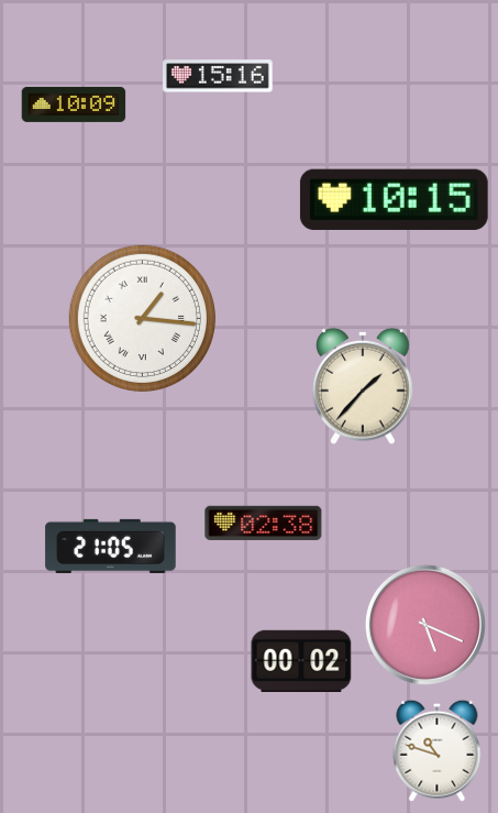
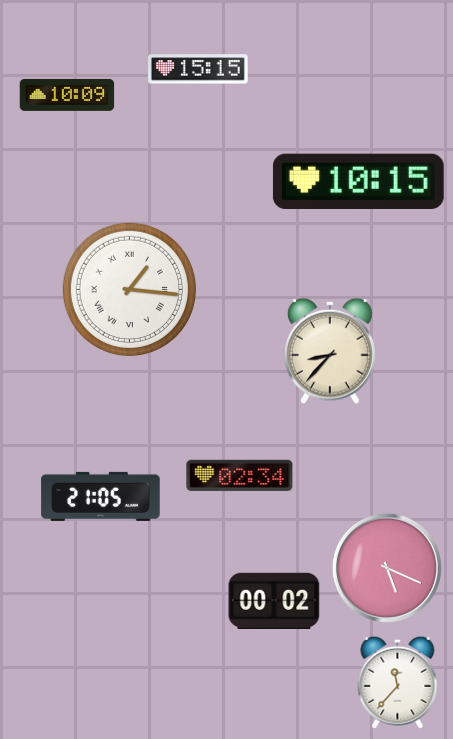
clock at (219, 76): 15:16 -> 15:15
clock at (363, 386): 1:37 -> 8:37
clock at (264, 523): 02:38 -> 02:34
clock at (438, 750): 10:48 -> 11:37
